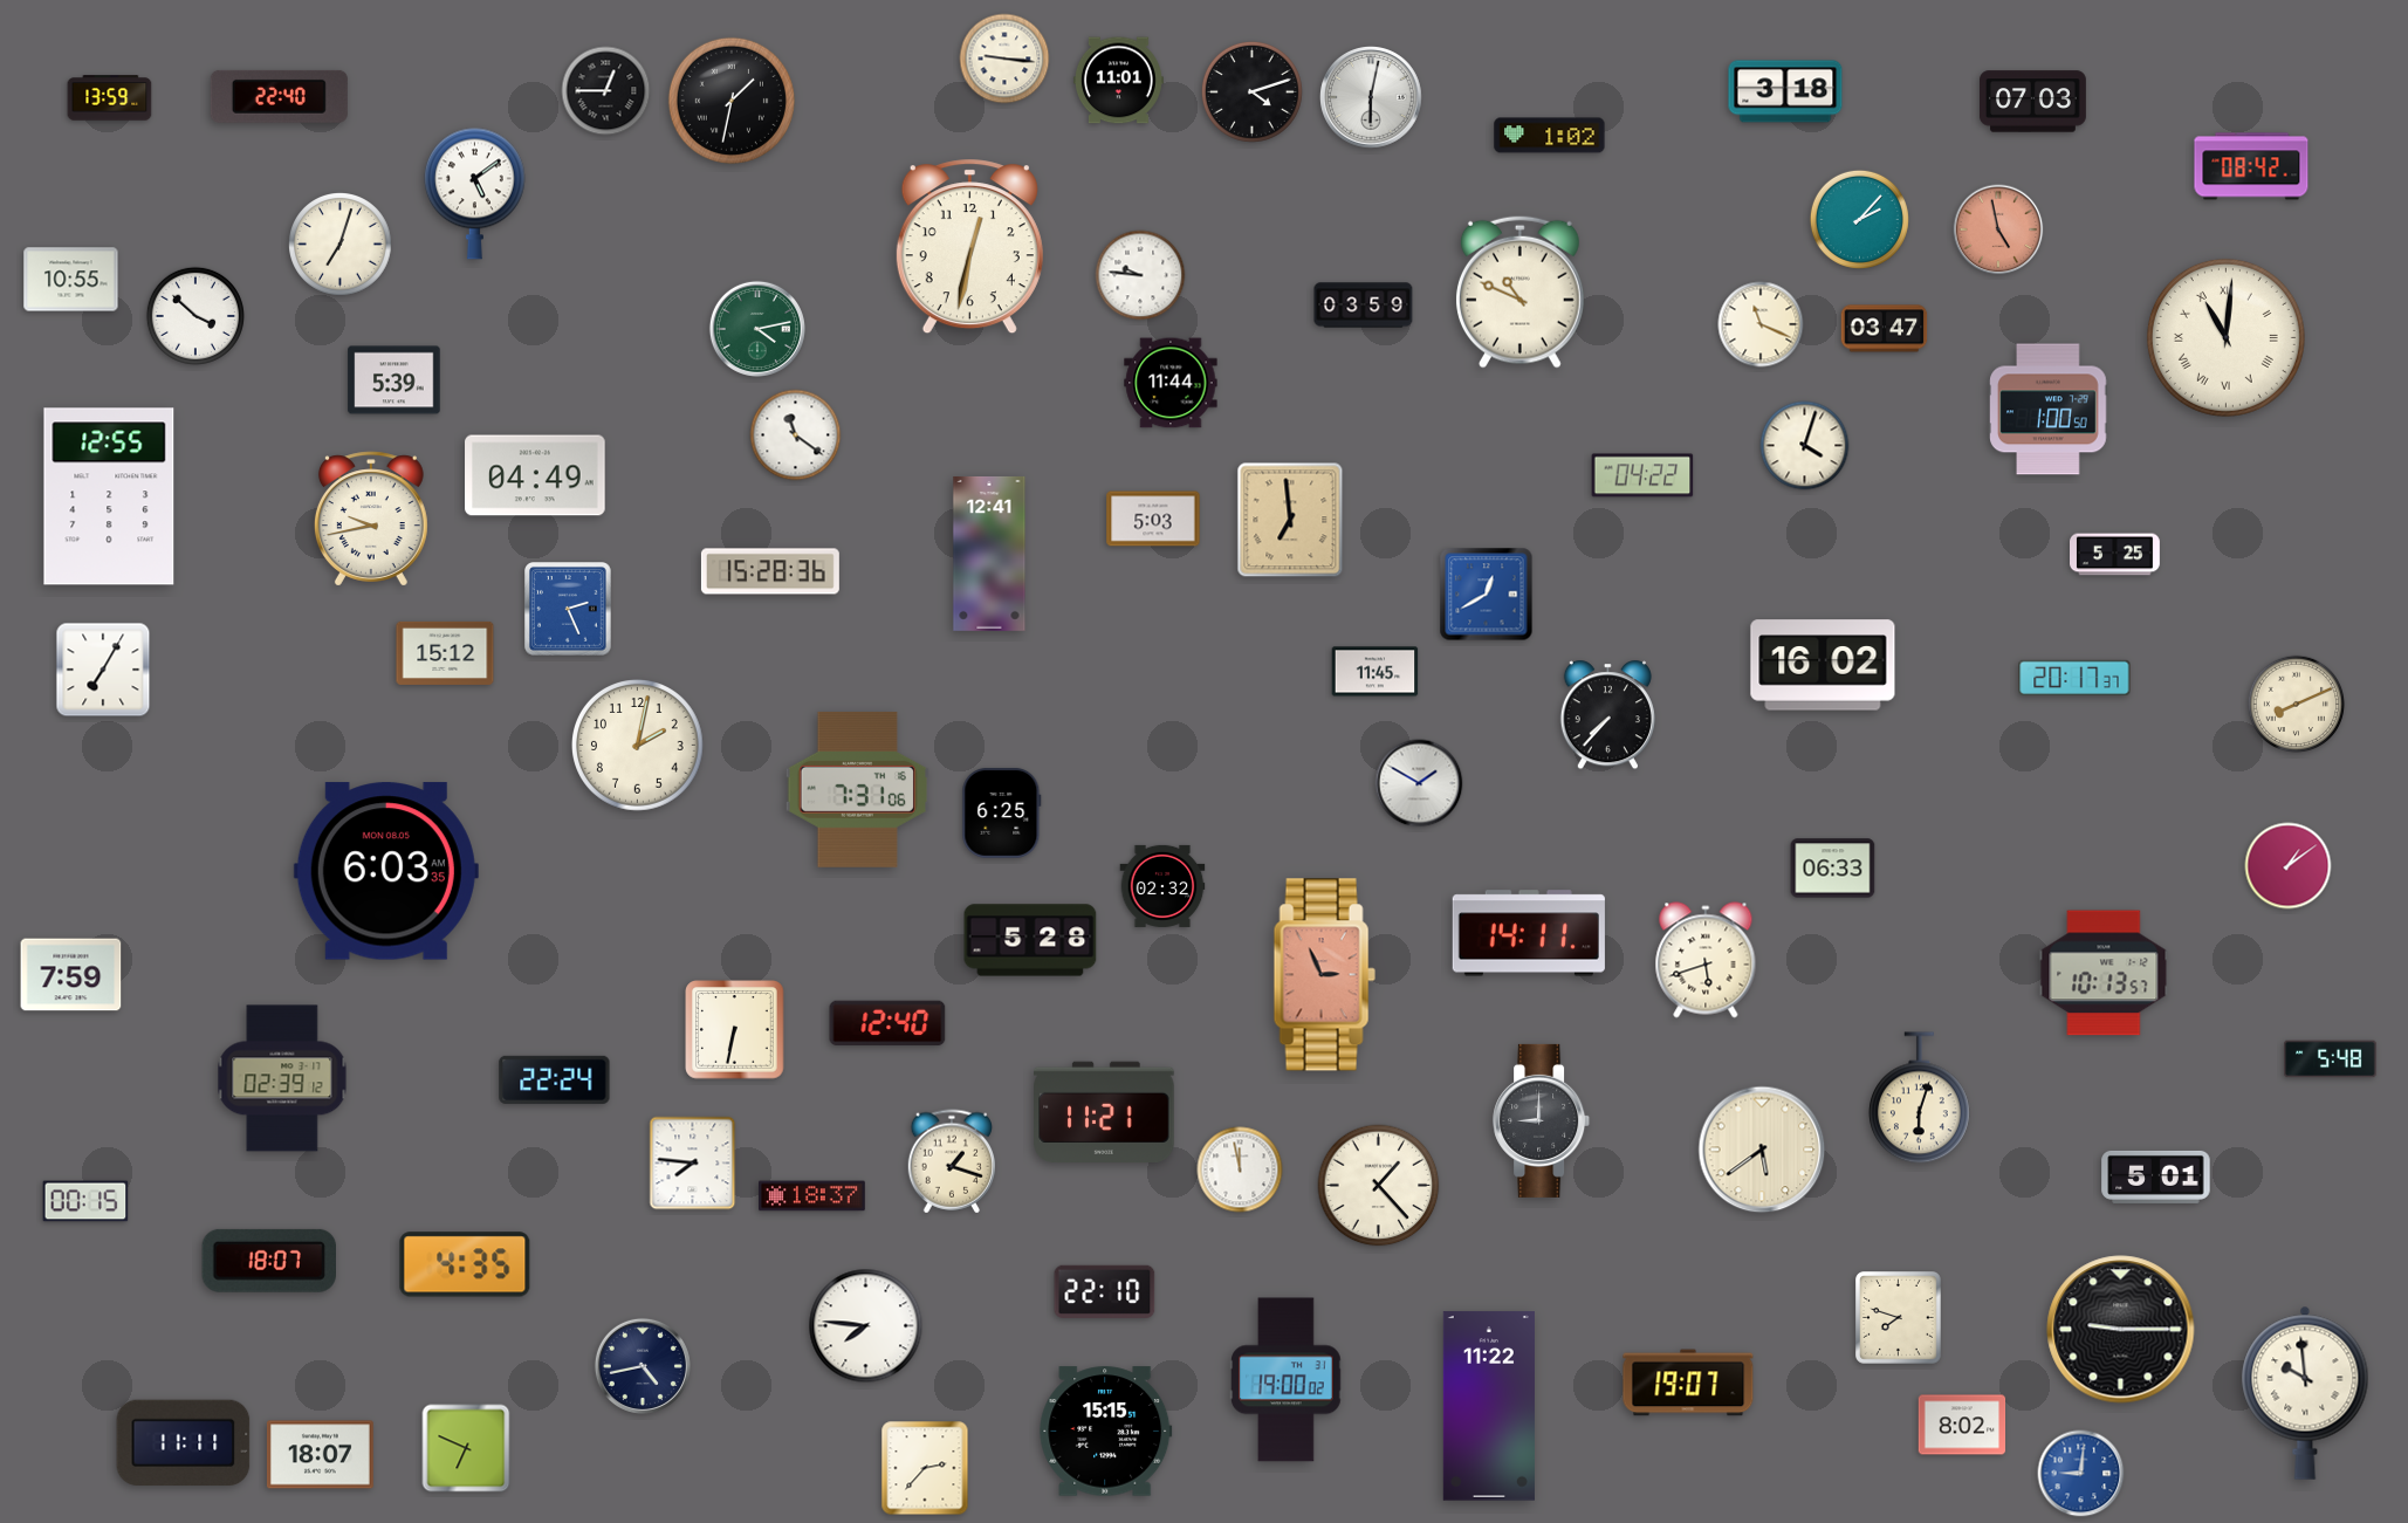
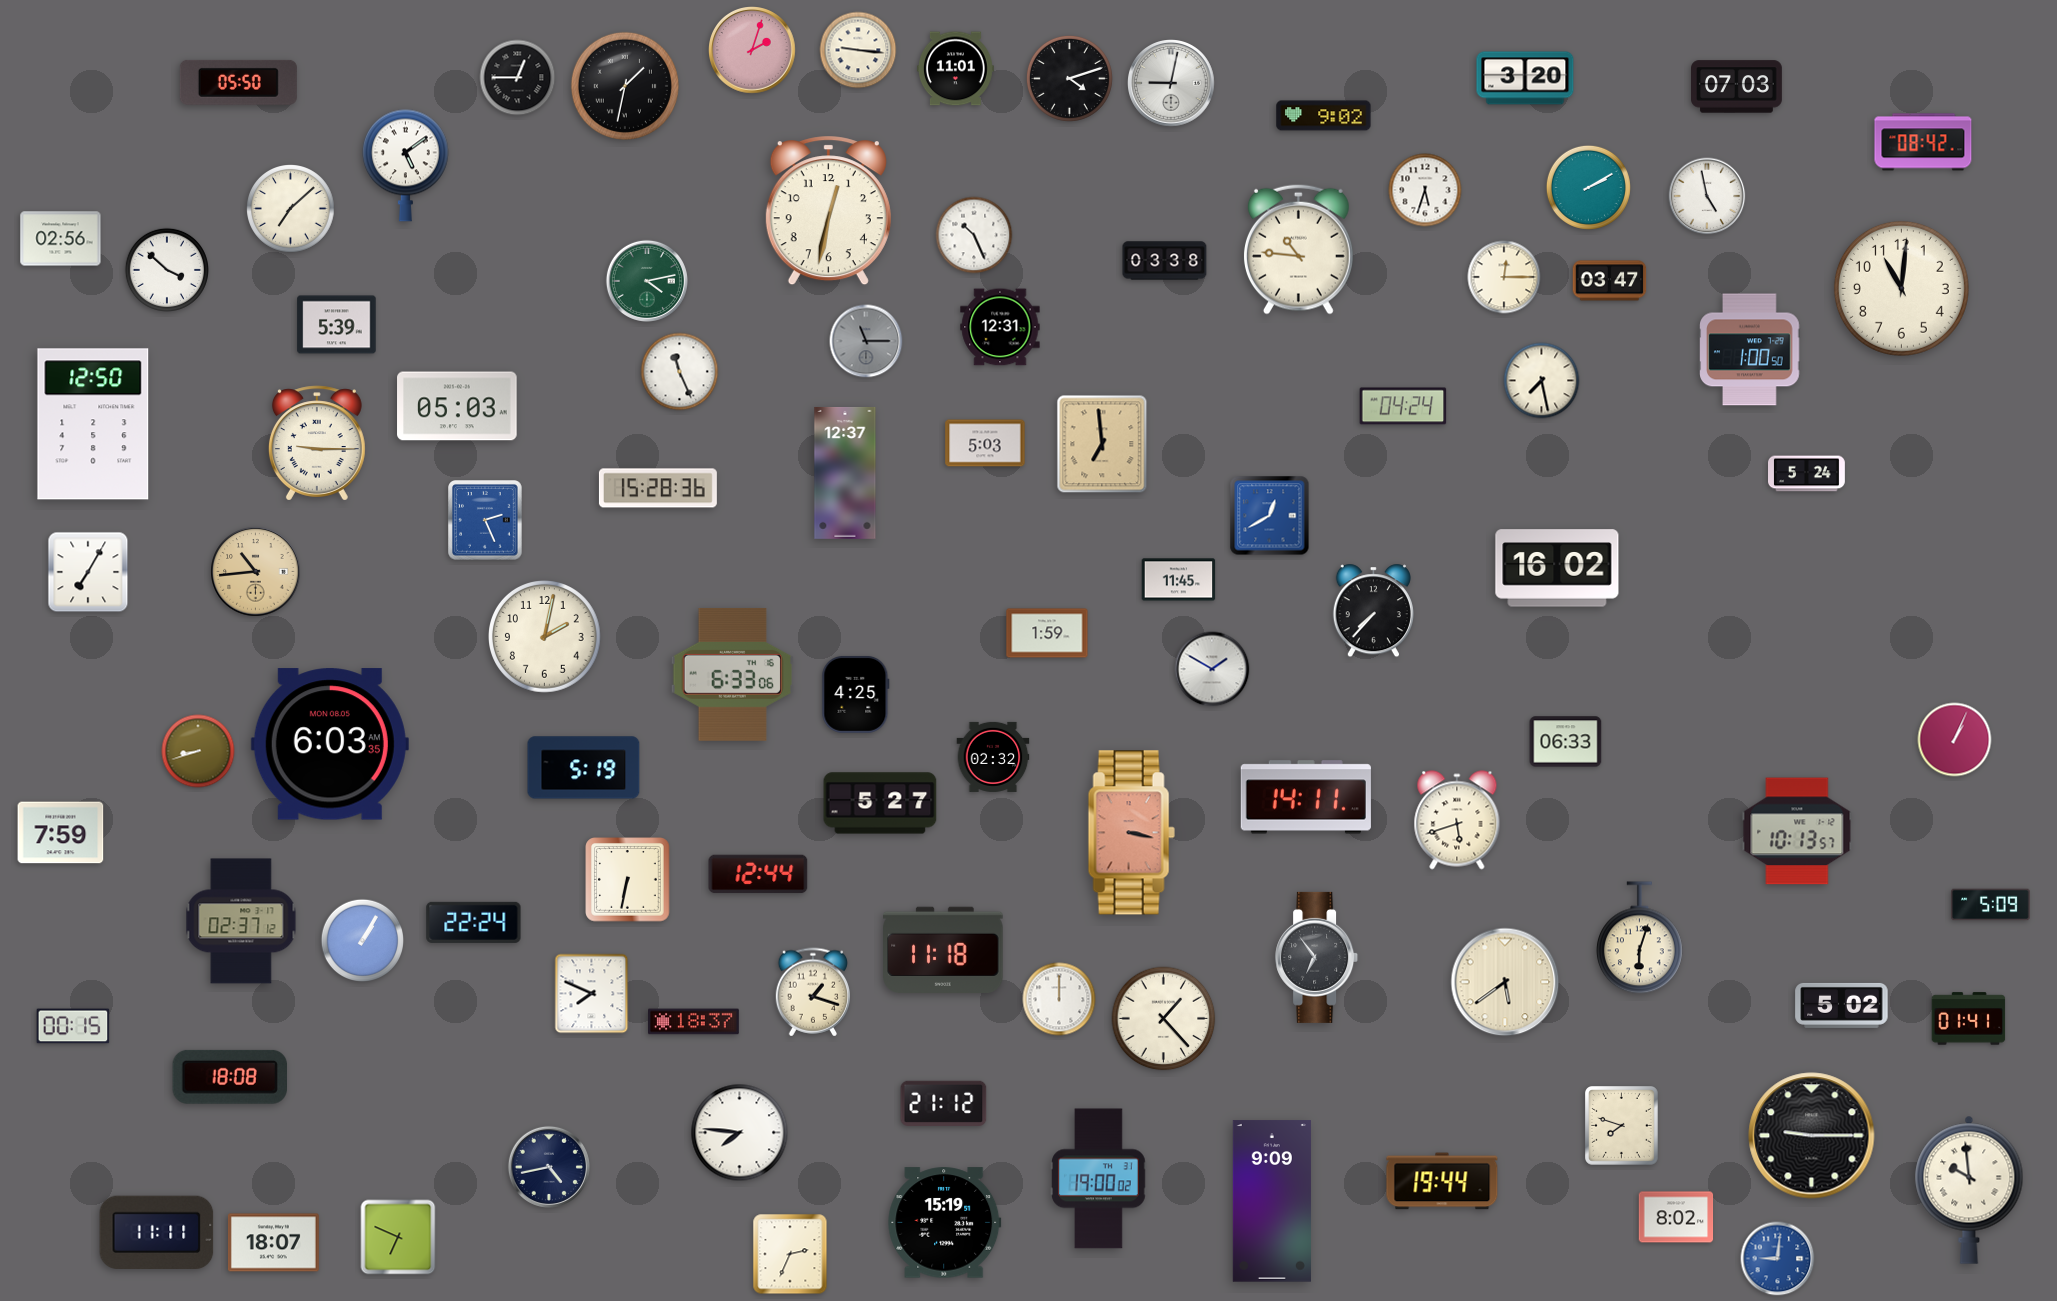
clock at (753, 51): none -> 2:03
clock at (1785, 91): 3:18 -> 3:20
clock at (279, 96): 22:40 -> 05:50
clock at (110, 98): 13:59 -> none
clock at (1372, 98): 6:02 -> 9:02
clock at (1550, 136): 1:02 -> 9:02
clock at (1859, 219): 2:07 -> 2:10
clock at (1425, 190): none -> 5:33
clock at (1998, 229) dial: salmon -> white
clock at (341, 245): 7:03 -> 7:08
clock at (1140, 275): 9:46 -> 10:26
clock at (71, 280): 10:55 -> 02:56
clock at (1519, 291): 10:49 -> 10:46
clock at (1364, 306): 03:59 -> 03:38
clock at (1761, 324): 11:19 -> 12:15
clock at (2225, 337) numerals: Roman -> Arabic
clock at (1171, 383): 11:44 -> 12:31
clock at (866, 341): none -> 11:15
clock at (796, 435): 11:21 -> 11:26
clock at (1805, 446): 4:03 -> 7:28
clock at (535, 475): 04:49 -> 05:03
clock at (1642, 475): 04:22 -> 04:24
clock at (109, 496): 12:55 -> 12:50
clock at (371, 519): 9:43 -> 9:15
clock at (989, 554): 12:41 -> 12:37
clock at (2115, 555): 5:25 -> 5:24
clock at (1487, 595) position: (1487, 595) -> (1270, 516)
clock at (445, 653): 15:12 -> none
clock at (256, 572): none -> 10:44
clock at (1375, 672) position: (1375, 672) -> (1179, 580)
clock at (2074, 678): 20:17 -> none
clock at (2297, 705): 8:11 -> none
clock at (1047, 633): none -> 1:59
clock at (857, 789): 7:31 -> 6:33
clock at (1002, 812): 6:25 -> 4:25
clock at (2289, 866): 1:09 -> 1:04
clock at (198, 751): none -> 8:42
clock at (584, 768): none -> 5:19
clock at (1030, 940): 5:28 -> 5:27
clock at (1324, 975): 2:56 -> 3:17
clock at (887, 1023): 12:40 -> 12:44
clock at (2331, 1059): 5:48 -> 5:09
clock at (282, 1078): 02:39 -> 02:37
clock at (363, 941): none -> 1:05
clock at (1104, 1111): 11:21 -> 11:18
clock at (1542, 1120): 9:00 -> 6:54
clock at (693, 1164): 7:46 -> 7:49
clock at (1240, 1169): 11:58 -> 12:00
clock at (2156, 1176): 5:01 -> 5:02
clock at (1379, 1186) position: (1379, 1186) -> (1164, 1019)
clock at (1969, 1019): none -> 01:41
clock at (268, 1261): 18:07 -> 18:08
clock at (465, 1264): 4:35 -> none
clock at (1105, 1291): 22:10 -> 21:12
clock at (1688, 1383): 19:07 -> 19:44
clock at (1489, 1406): 11:22 -> 9:09
clock at (1106, 1432): 15:15 -> 15:19
clock at (925, 1468): 2:37 -> 2:34
